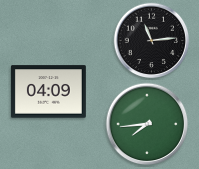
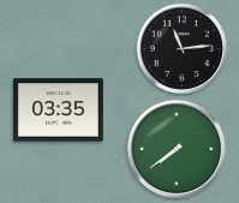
clock at (48, 92): 04:09 -> 03:35
clock at (147, 124): 7:44 -> 7:39
